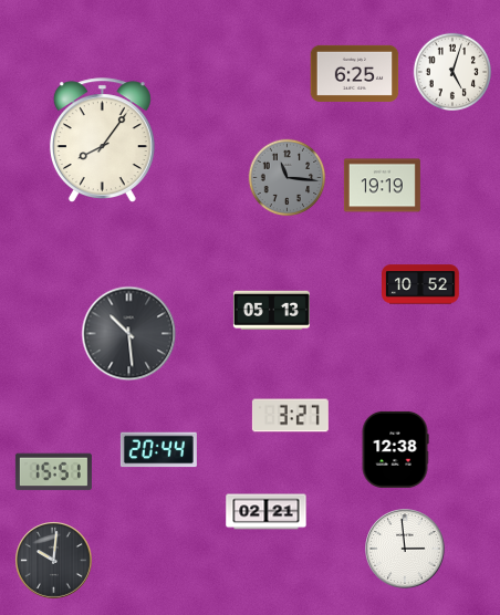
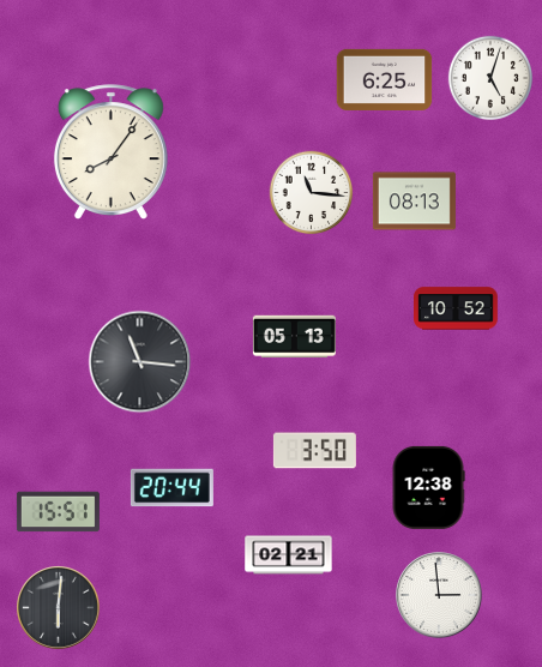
clock at (288, 178) dial: grey -> white
clock at (382, 186): 19:19 -> 08:13
clock at (129, 334): 10:29 -> 11:16
clock at (290, 416): 3:27 -> 3:50
clock at (54, 561): 10:01 -> 6:01
